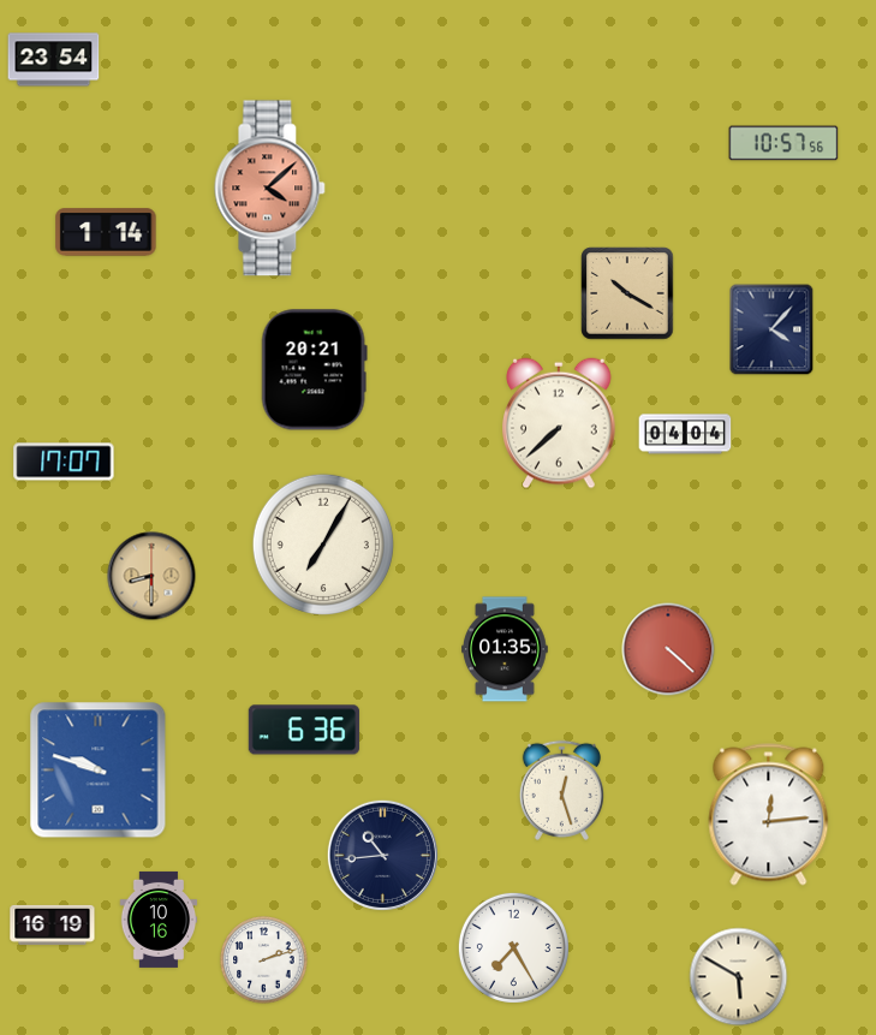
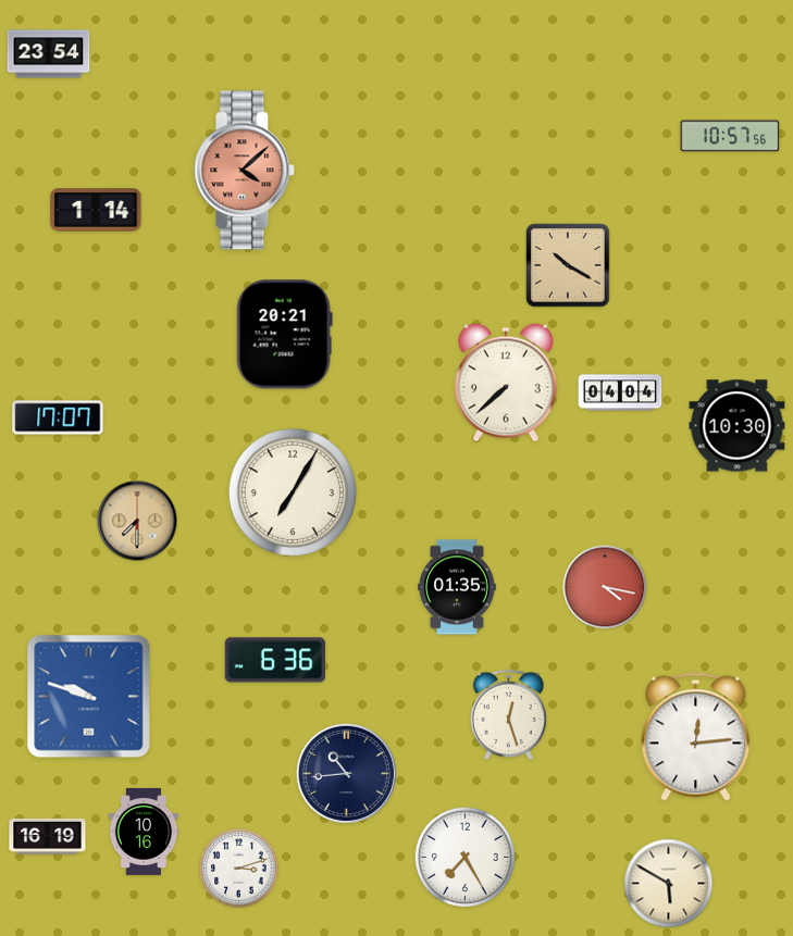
clock at (783, 143) position: (783, 143) -> (730, 136)
clock at (771, 329): 4:07 -> none
clock at (738, 426): none -> 10:30
clock at (151, 576): 8:30 -> 7:30
clock at (668, 649): 4:22 -> 4:17
clock at (264, 960): 2:12 -> 3:12
